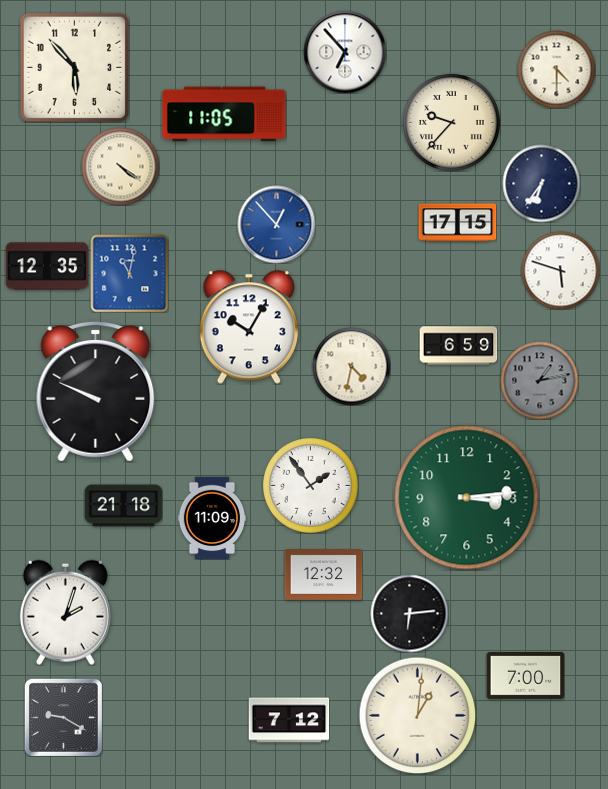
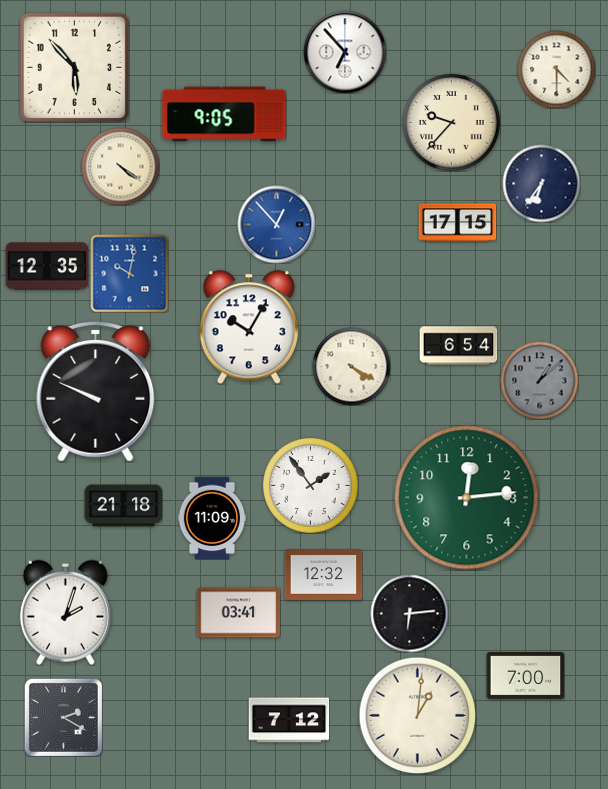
clock at (224, 114): 11:05 -> 9:05
clock at (560, 270): 5:48 -> none
clock at (129, 273): 11:02 -> 10:02
clock at (458, 346): 6:59 -> 6:54
clock at (351, 366): 4:32 -> 4:20
clock at (539, 380): 1:13 -> 1:08
clock at (467, 498): 3:14 -> 12:14
clock at (238, 613): none -> 03:41
clock at (63, 717): 9:20 -> 2:20
